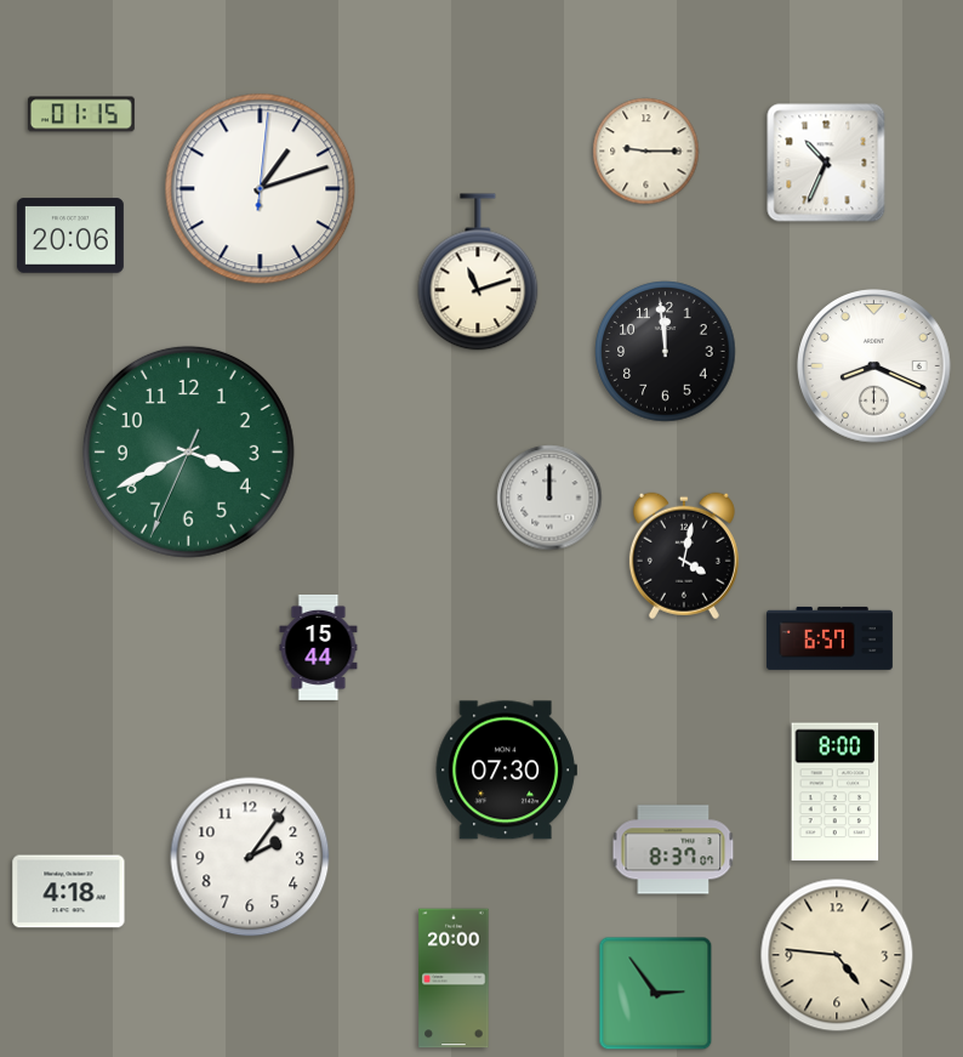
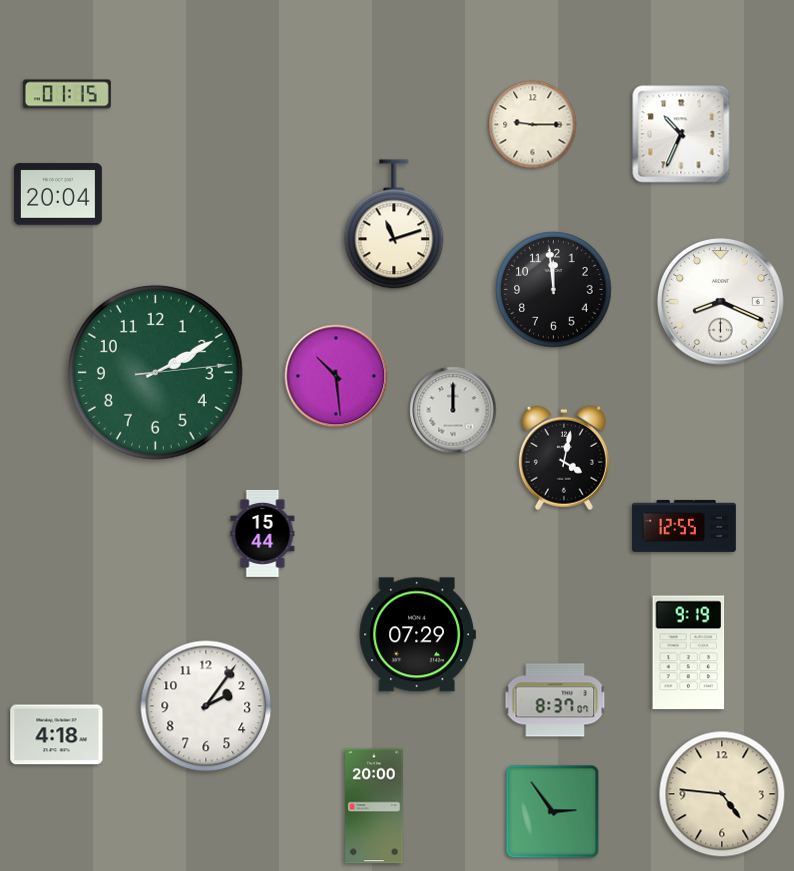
clock at (261, 189): 1:12 -> none
clock at (70, 235): 20:06 -> 20:04
clock at (666, 352) position: (666, 352) -> (554, 290)
clock at (188, 451): 3:40 -> 2:10
clock at (336, 376): none -> 10:29
clock at (830, 638): 6:57 -> 12:55
clock at (506, 771): 07:30 -> 07:29
clock at (836, 792): 8:00 -> 9:19
clock at (837, 955) position: (837, 955) -> (722, 794)
clock at (656, 994) position: (656, 994) -> (553, 812)
